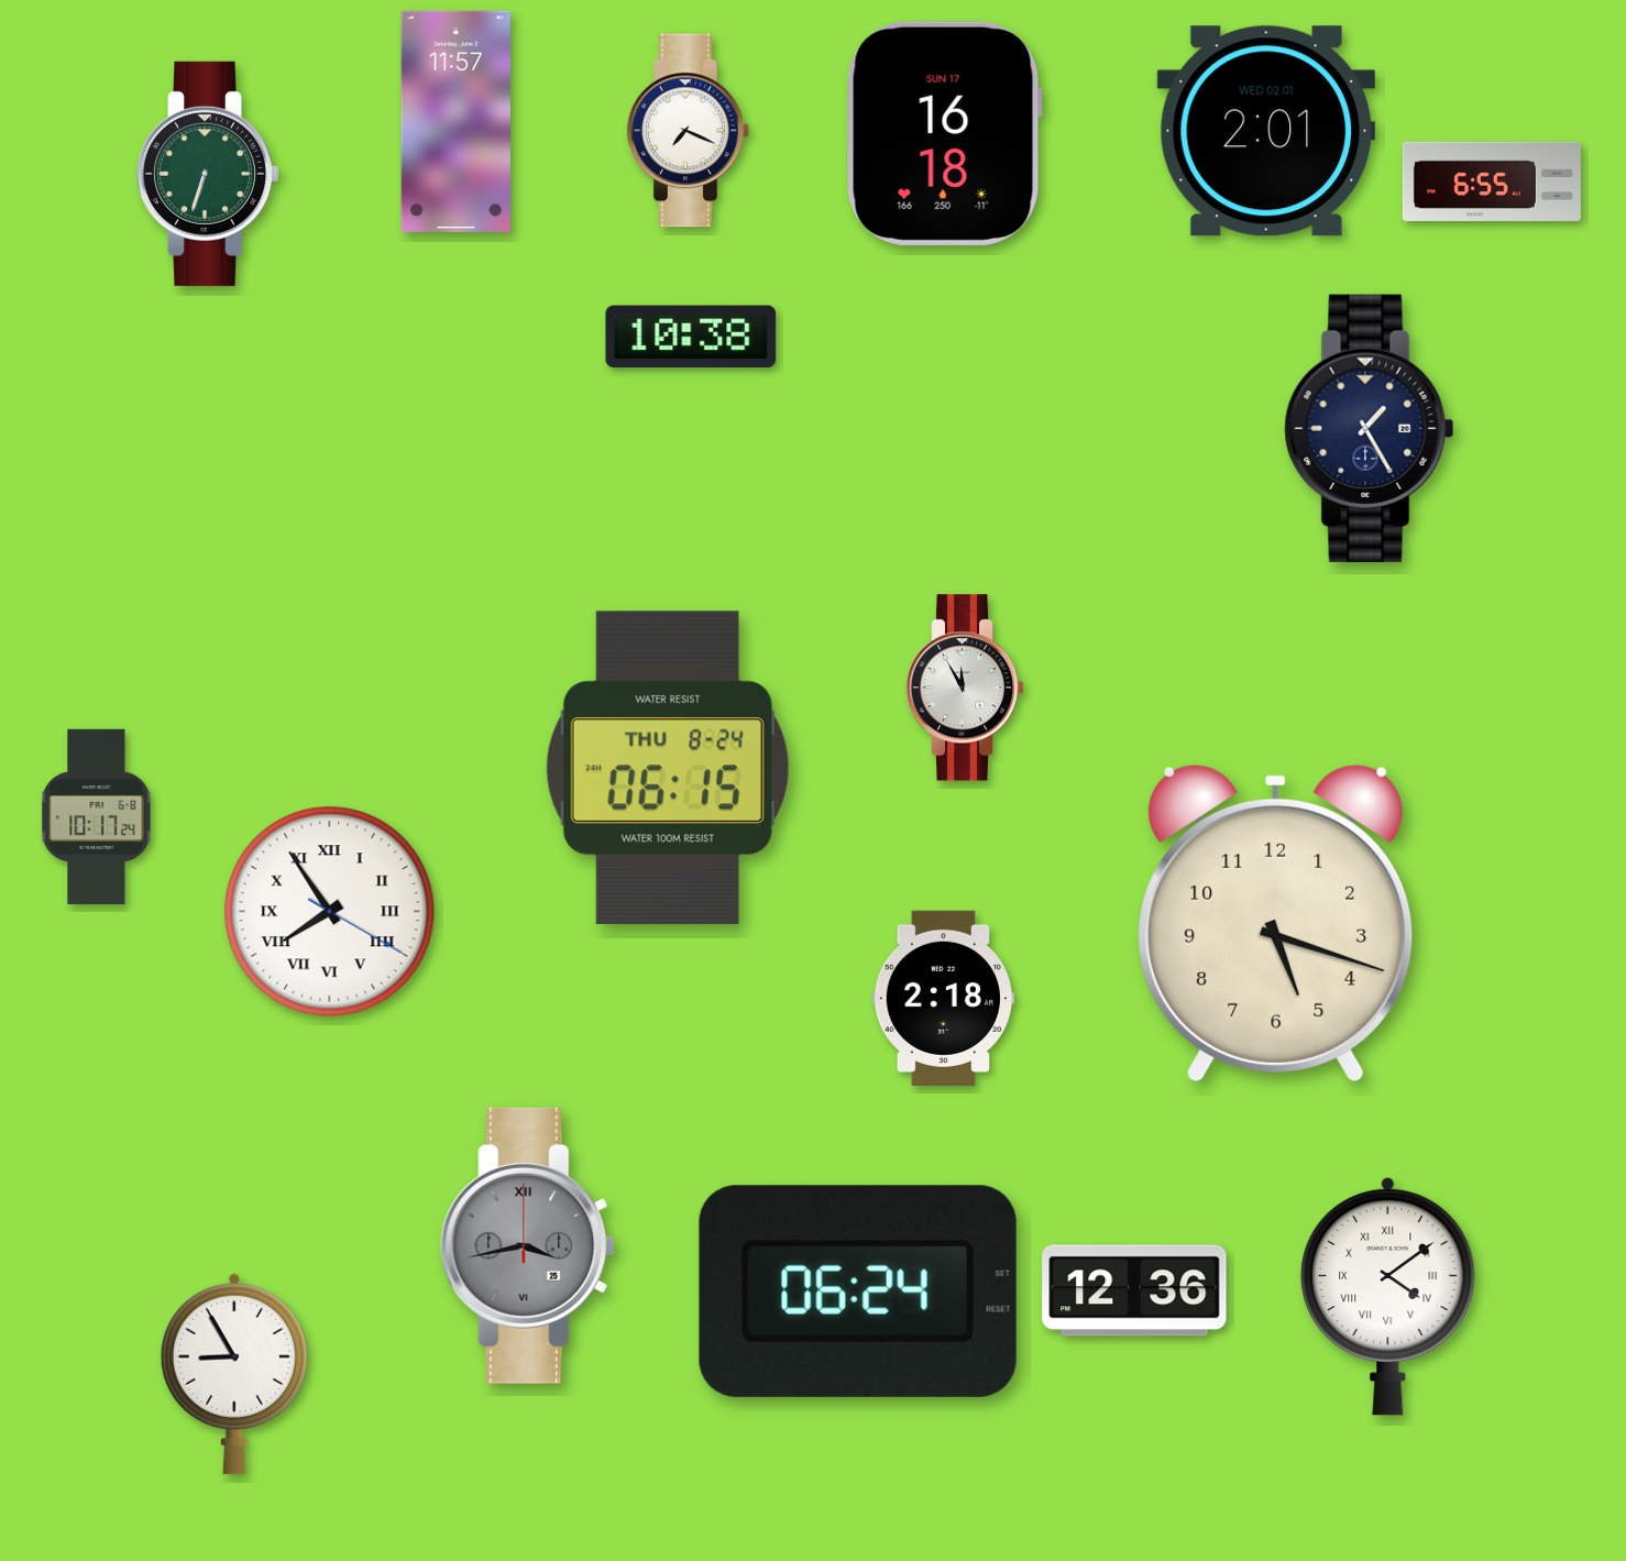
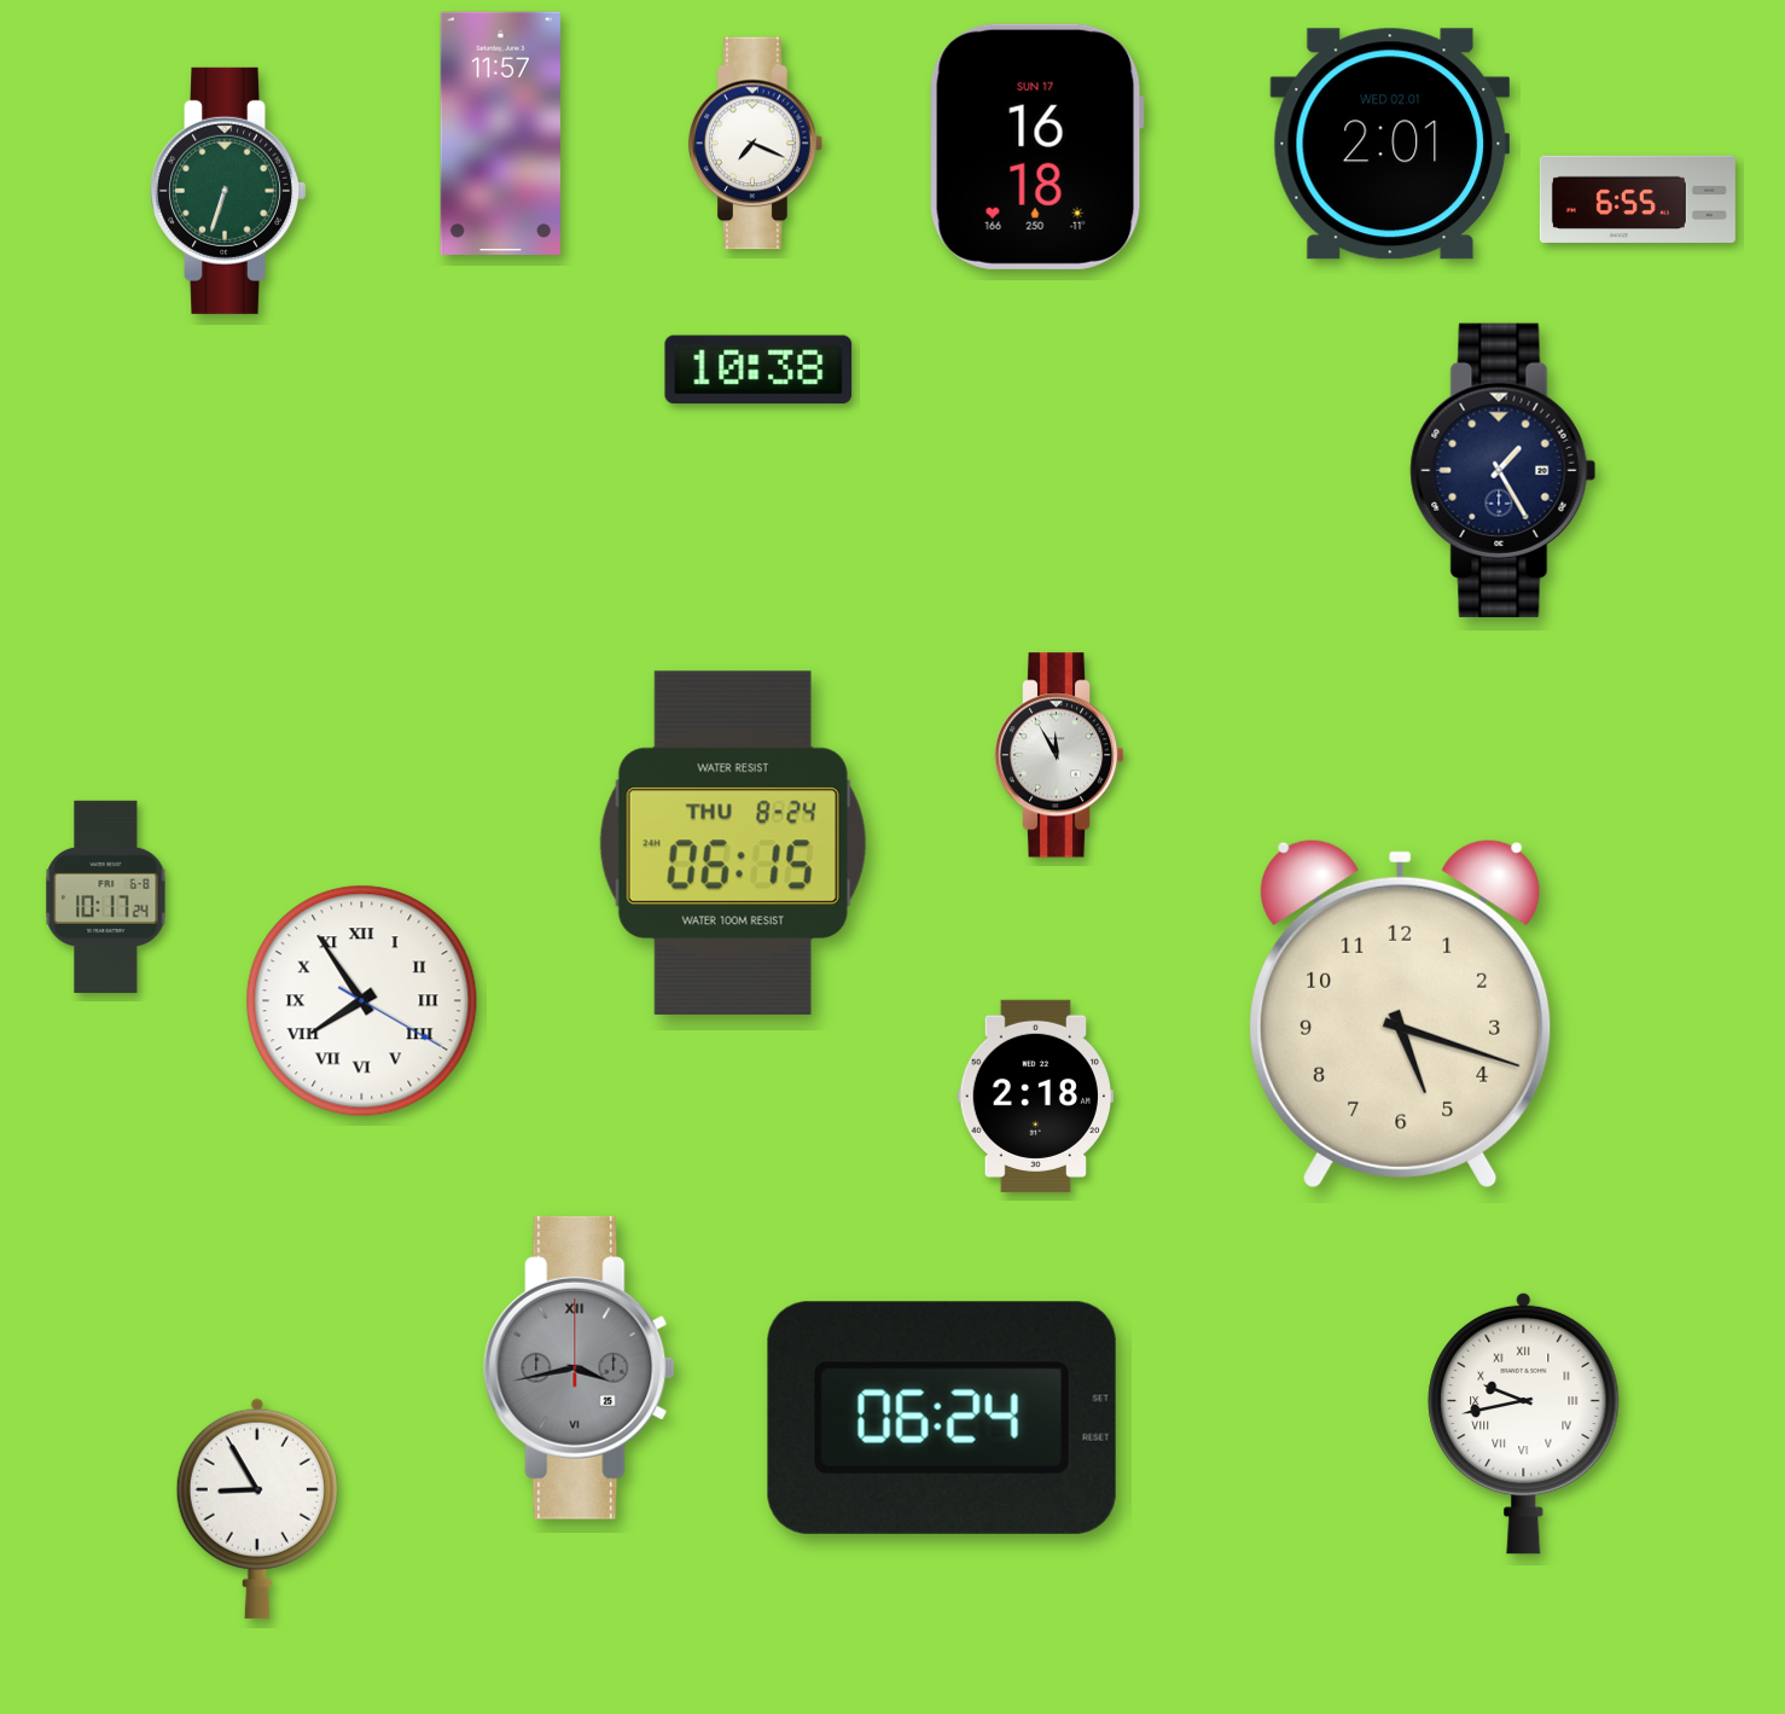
clock at (1134, 1290): 12:36 -> none
clock at (1388, 1296): 4:09 -> 9:43
